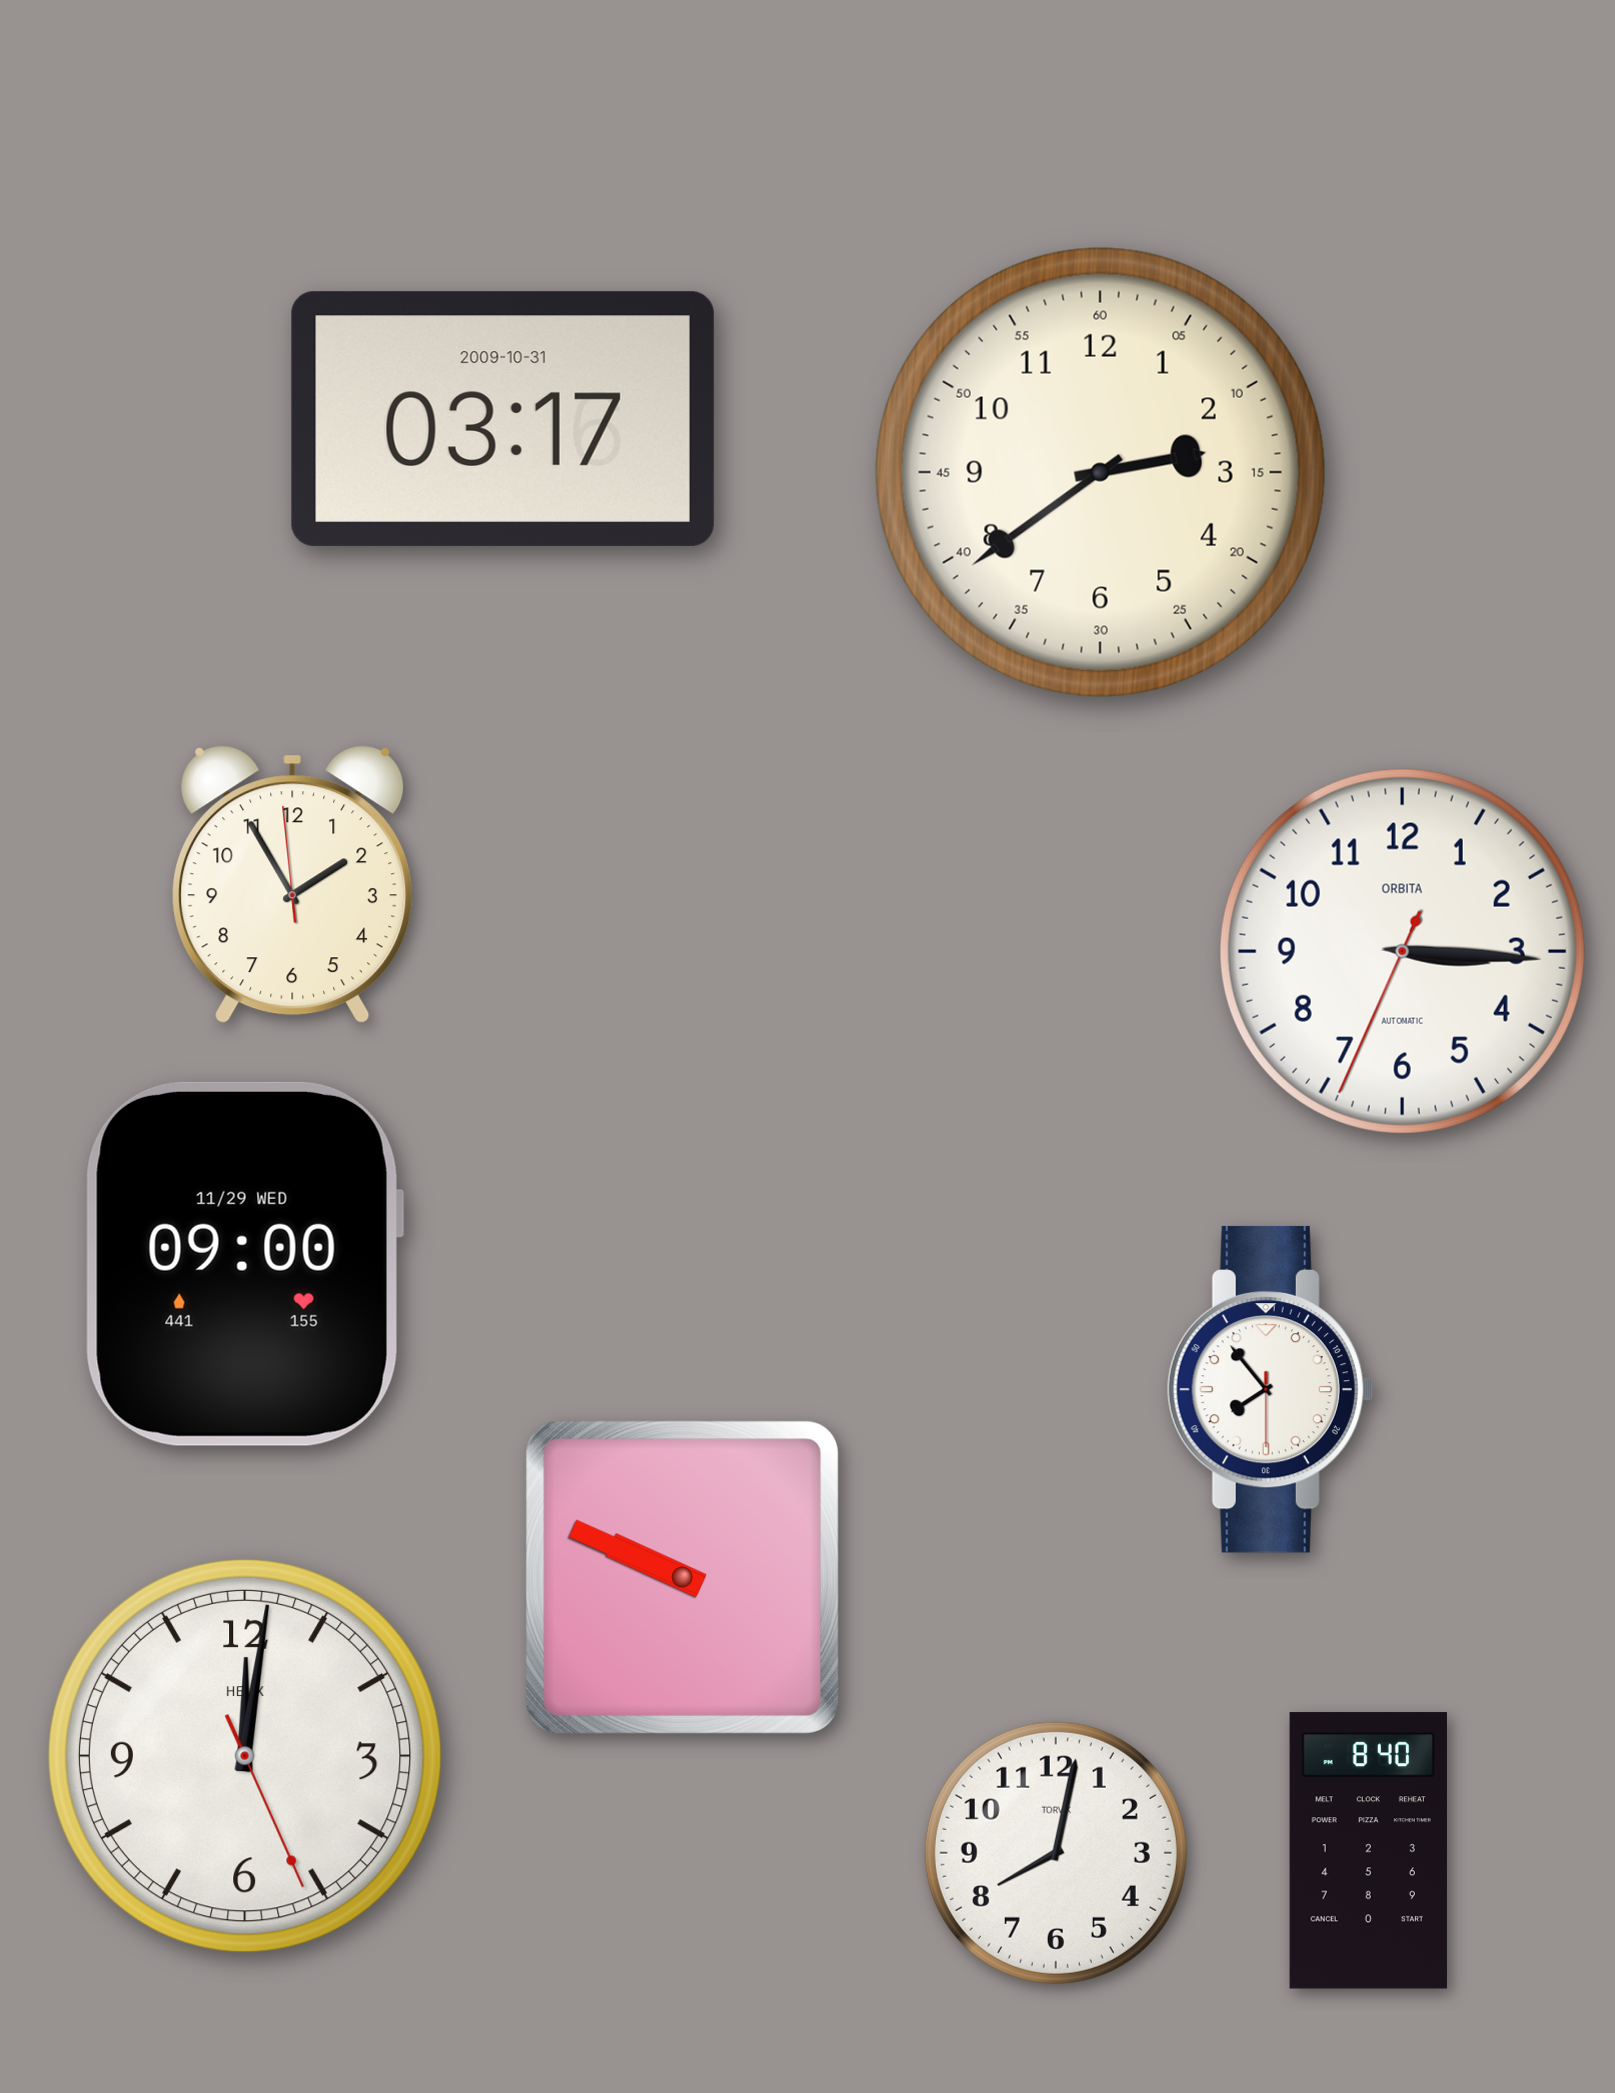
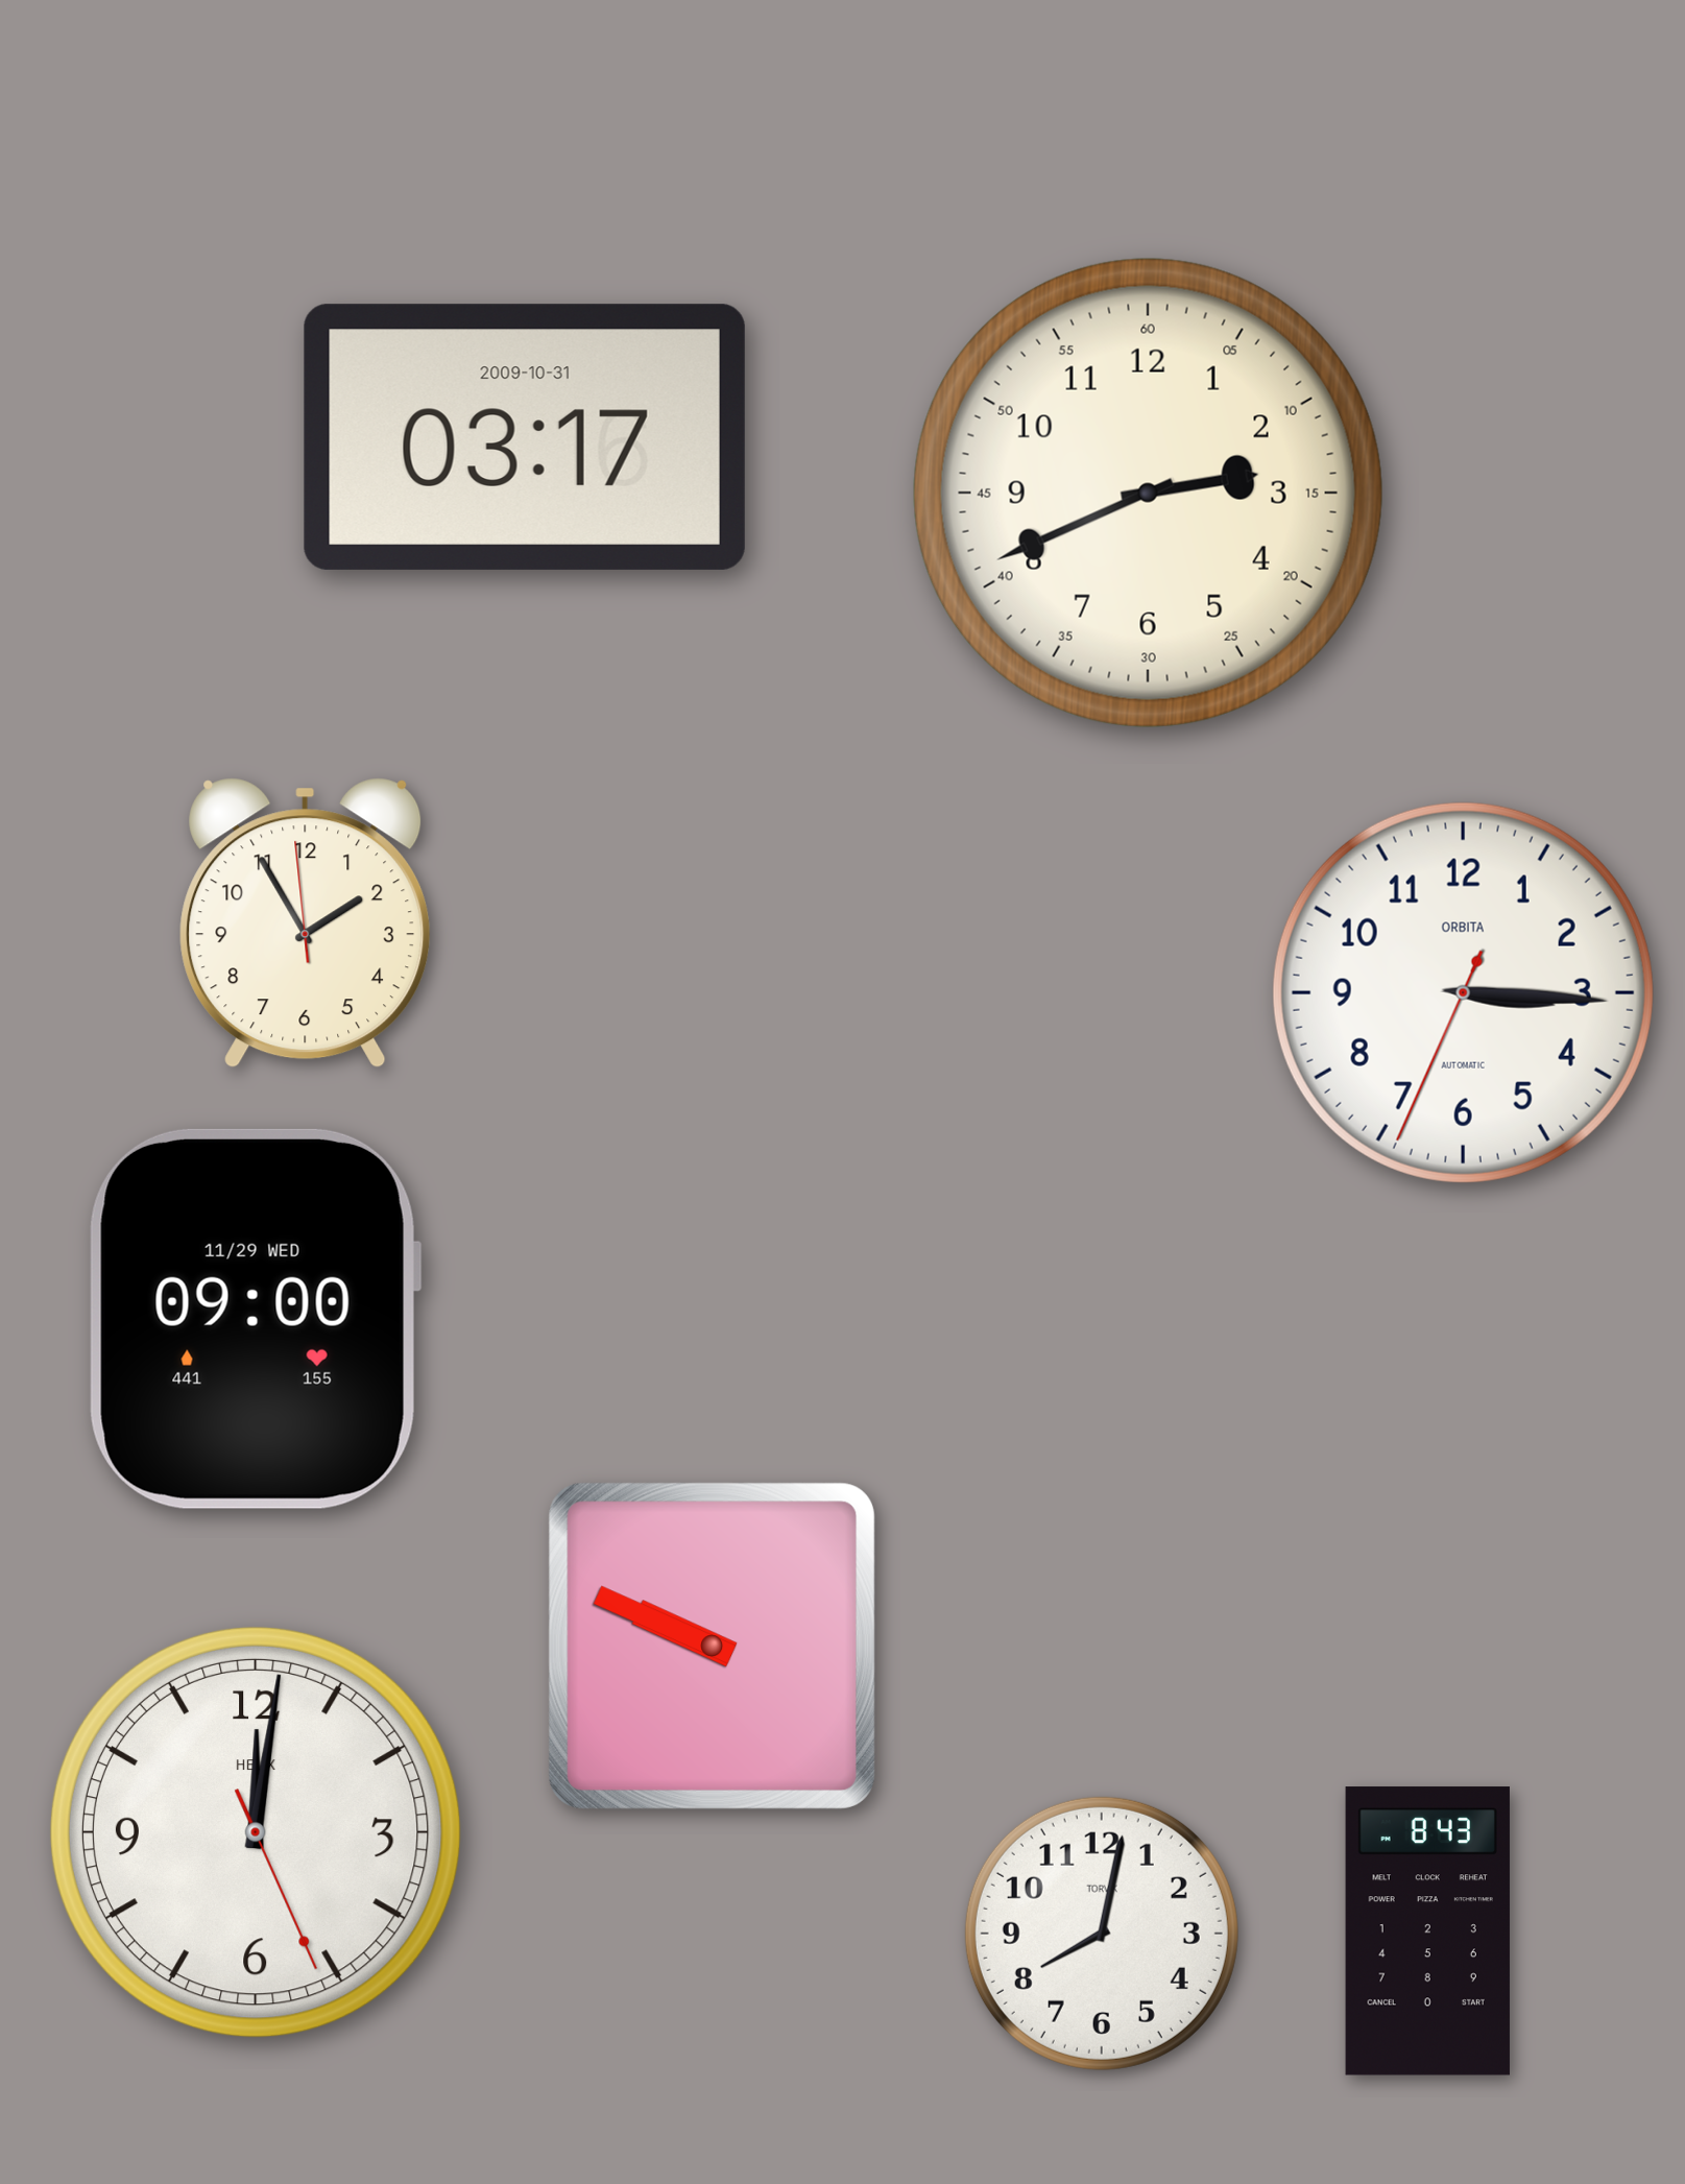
clock at (1100, 472): 2:39 -> 2:41
clock at (1270, 1389): 7:53 -> none
clock at (1368, 1851): 8:40 -> 8:43
